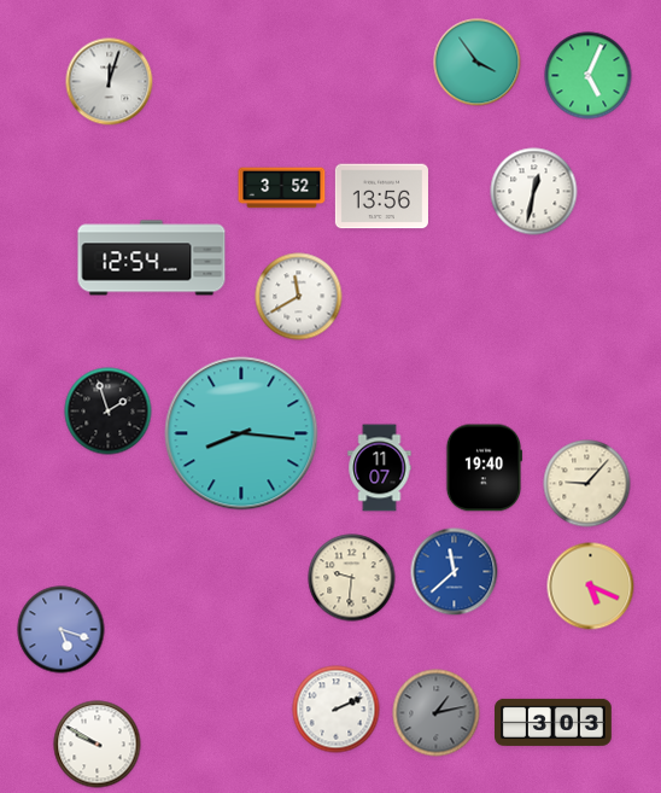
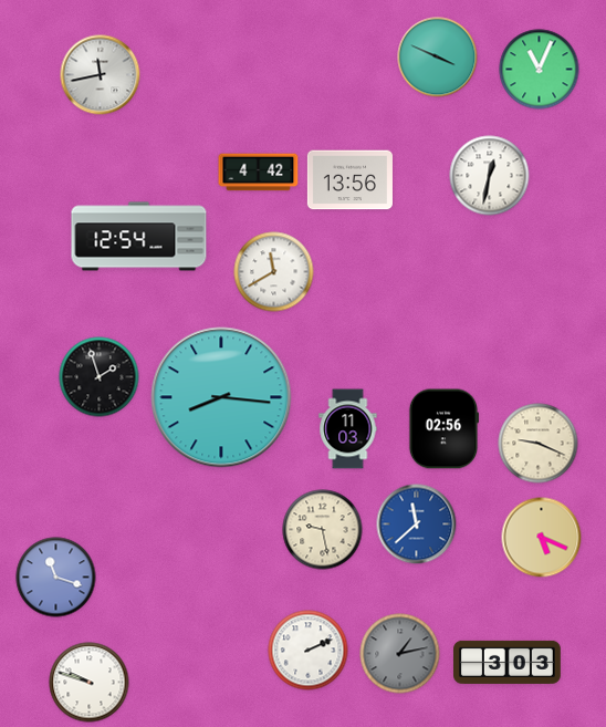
clock at (478, 63): 3:54 -> 3:49
clock at (589, 76): 5:04 -> 11:04
clock at (110, 82): 12:03 -> 11:43
clock at (282, 188): 3:52 -> 4:42
clock at (380, 468): 11:07 -> 11:03
clock at (482, 468): 19:40 -> 02:56
clock at (587, 484): 9:07 -> 9:19
clock at (352, 578): 9:31 -> 9:28
clock at (62, 630): 5:18 -> 11:18
clock at (98, 745): 9:50 -> 9:48
